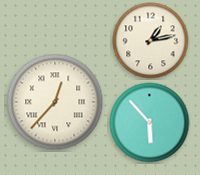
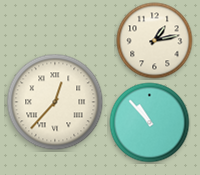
clock at (151, 41) position: (151, 41) -> (155, 41)
clock at (150, 123): 5:53 -> 10:53
